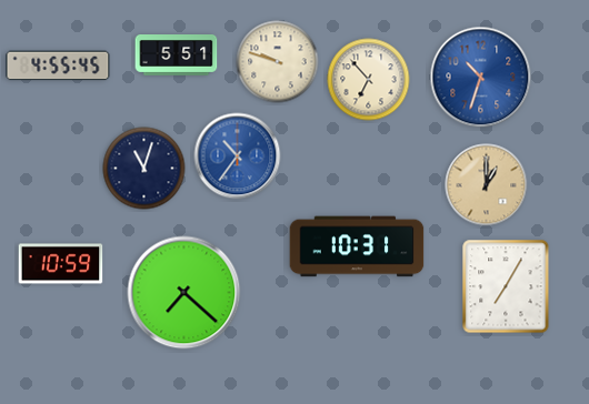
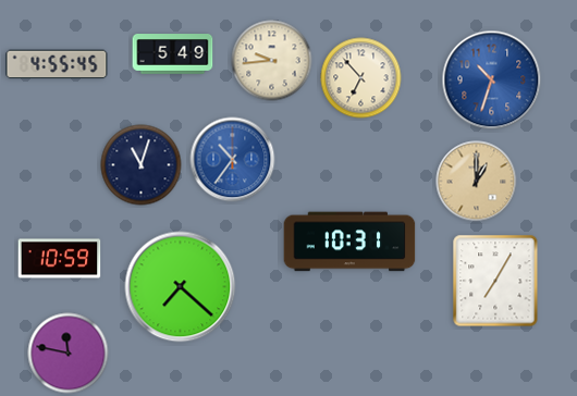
clock at (177, 55): 5:51 -> 5:49
clock at (278, 62): 9:48 -> 9:44
clock at (481, 78) position: (481, 78) -> (492, 81)
clock at (238, 156) position: (238, 156) -> (233, 160)
clock at (69, 354): none -> 11:47
